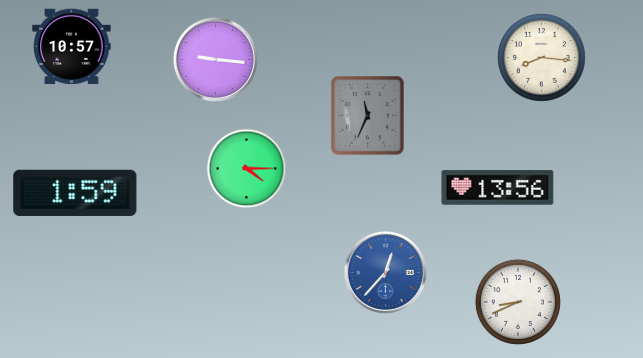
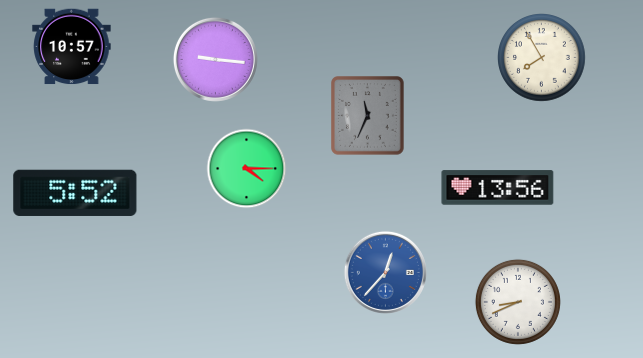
clock at (542, 58): 8:16 -> 7:55
clock at (75, 193): 1:59 -> 5:52
